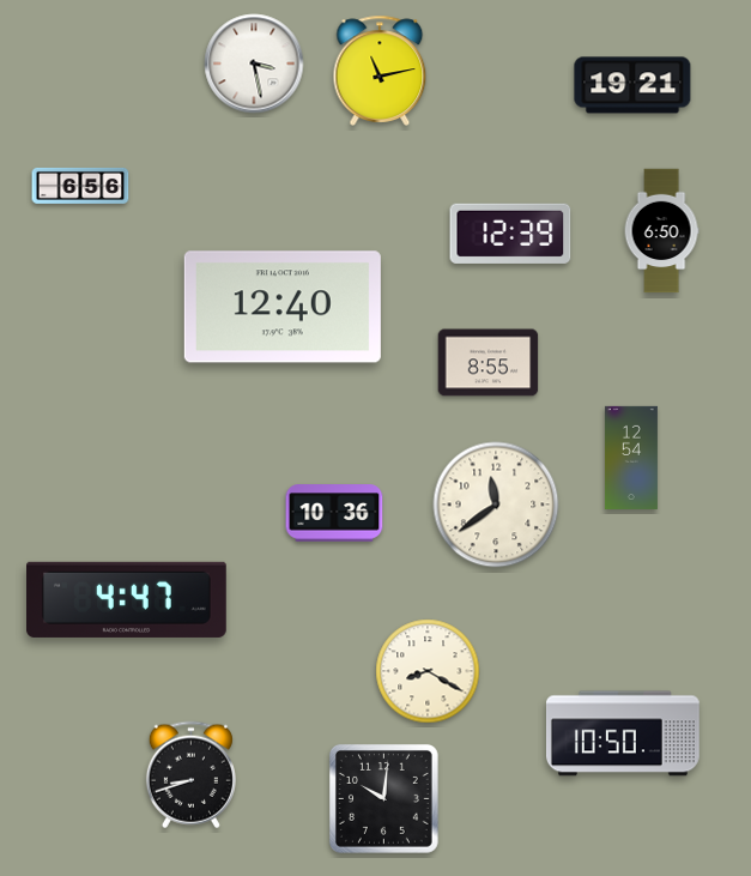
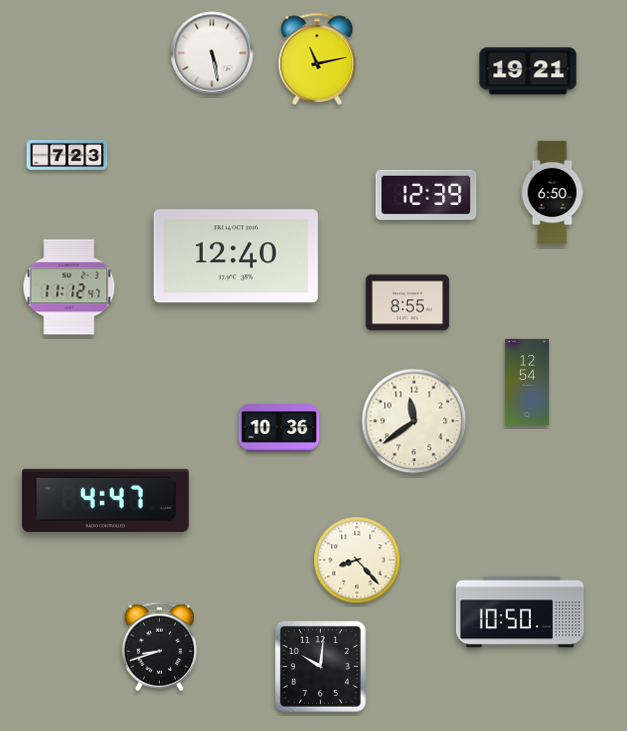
clock at (254, 64): 3:28 -> 5:28
clock at (80, 186): 6:56 -> 7:23
clock at (69, 287): none -> 11:12
clock at (428, 671): 8:20 -> 8:23
